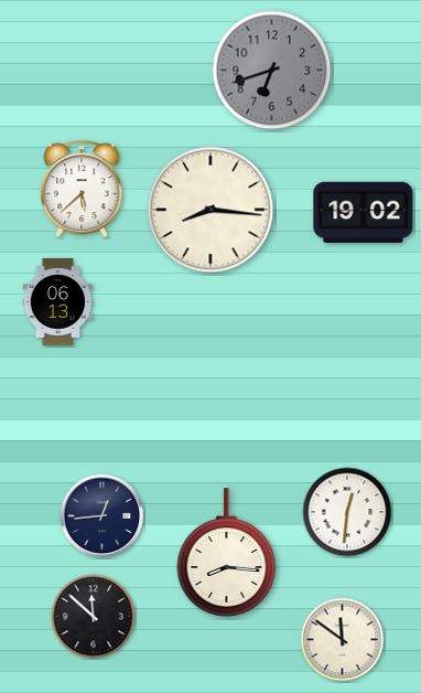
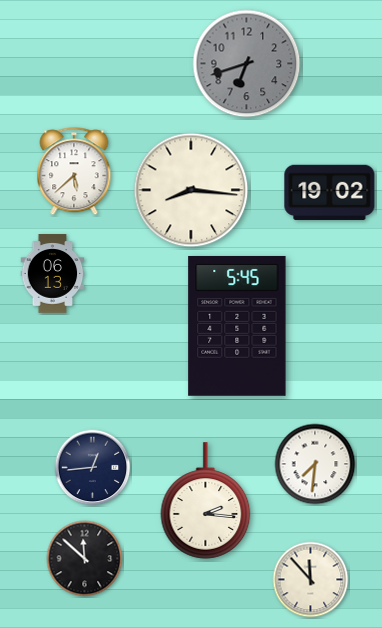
clock at (237, 326): none -> 5:45
clock at (347, 512): 12:31 -> 7:31
clock at (227, 553): 8:16 -> 2:16
clock at (343, 640): 11:51 -> 11:53
